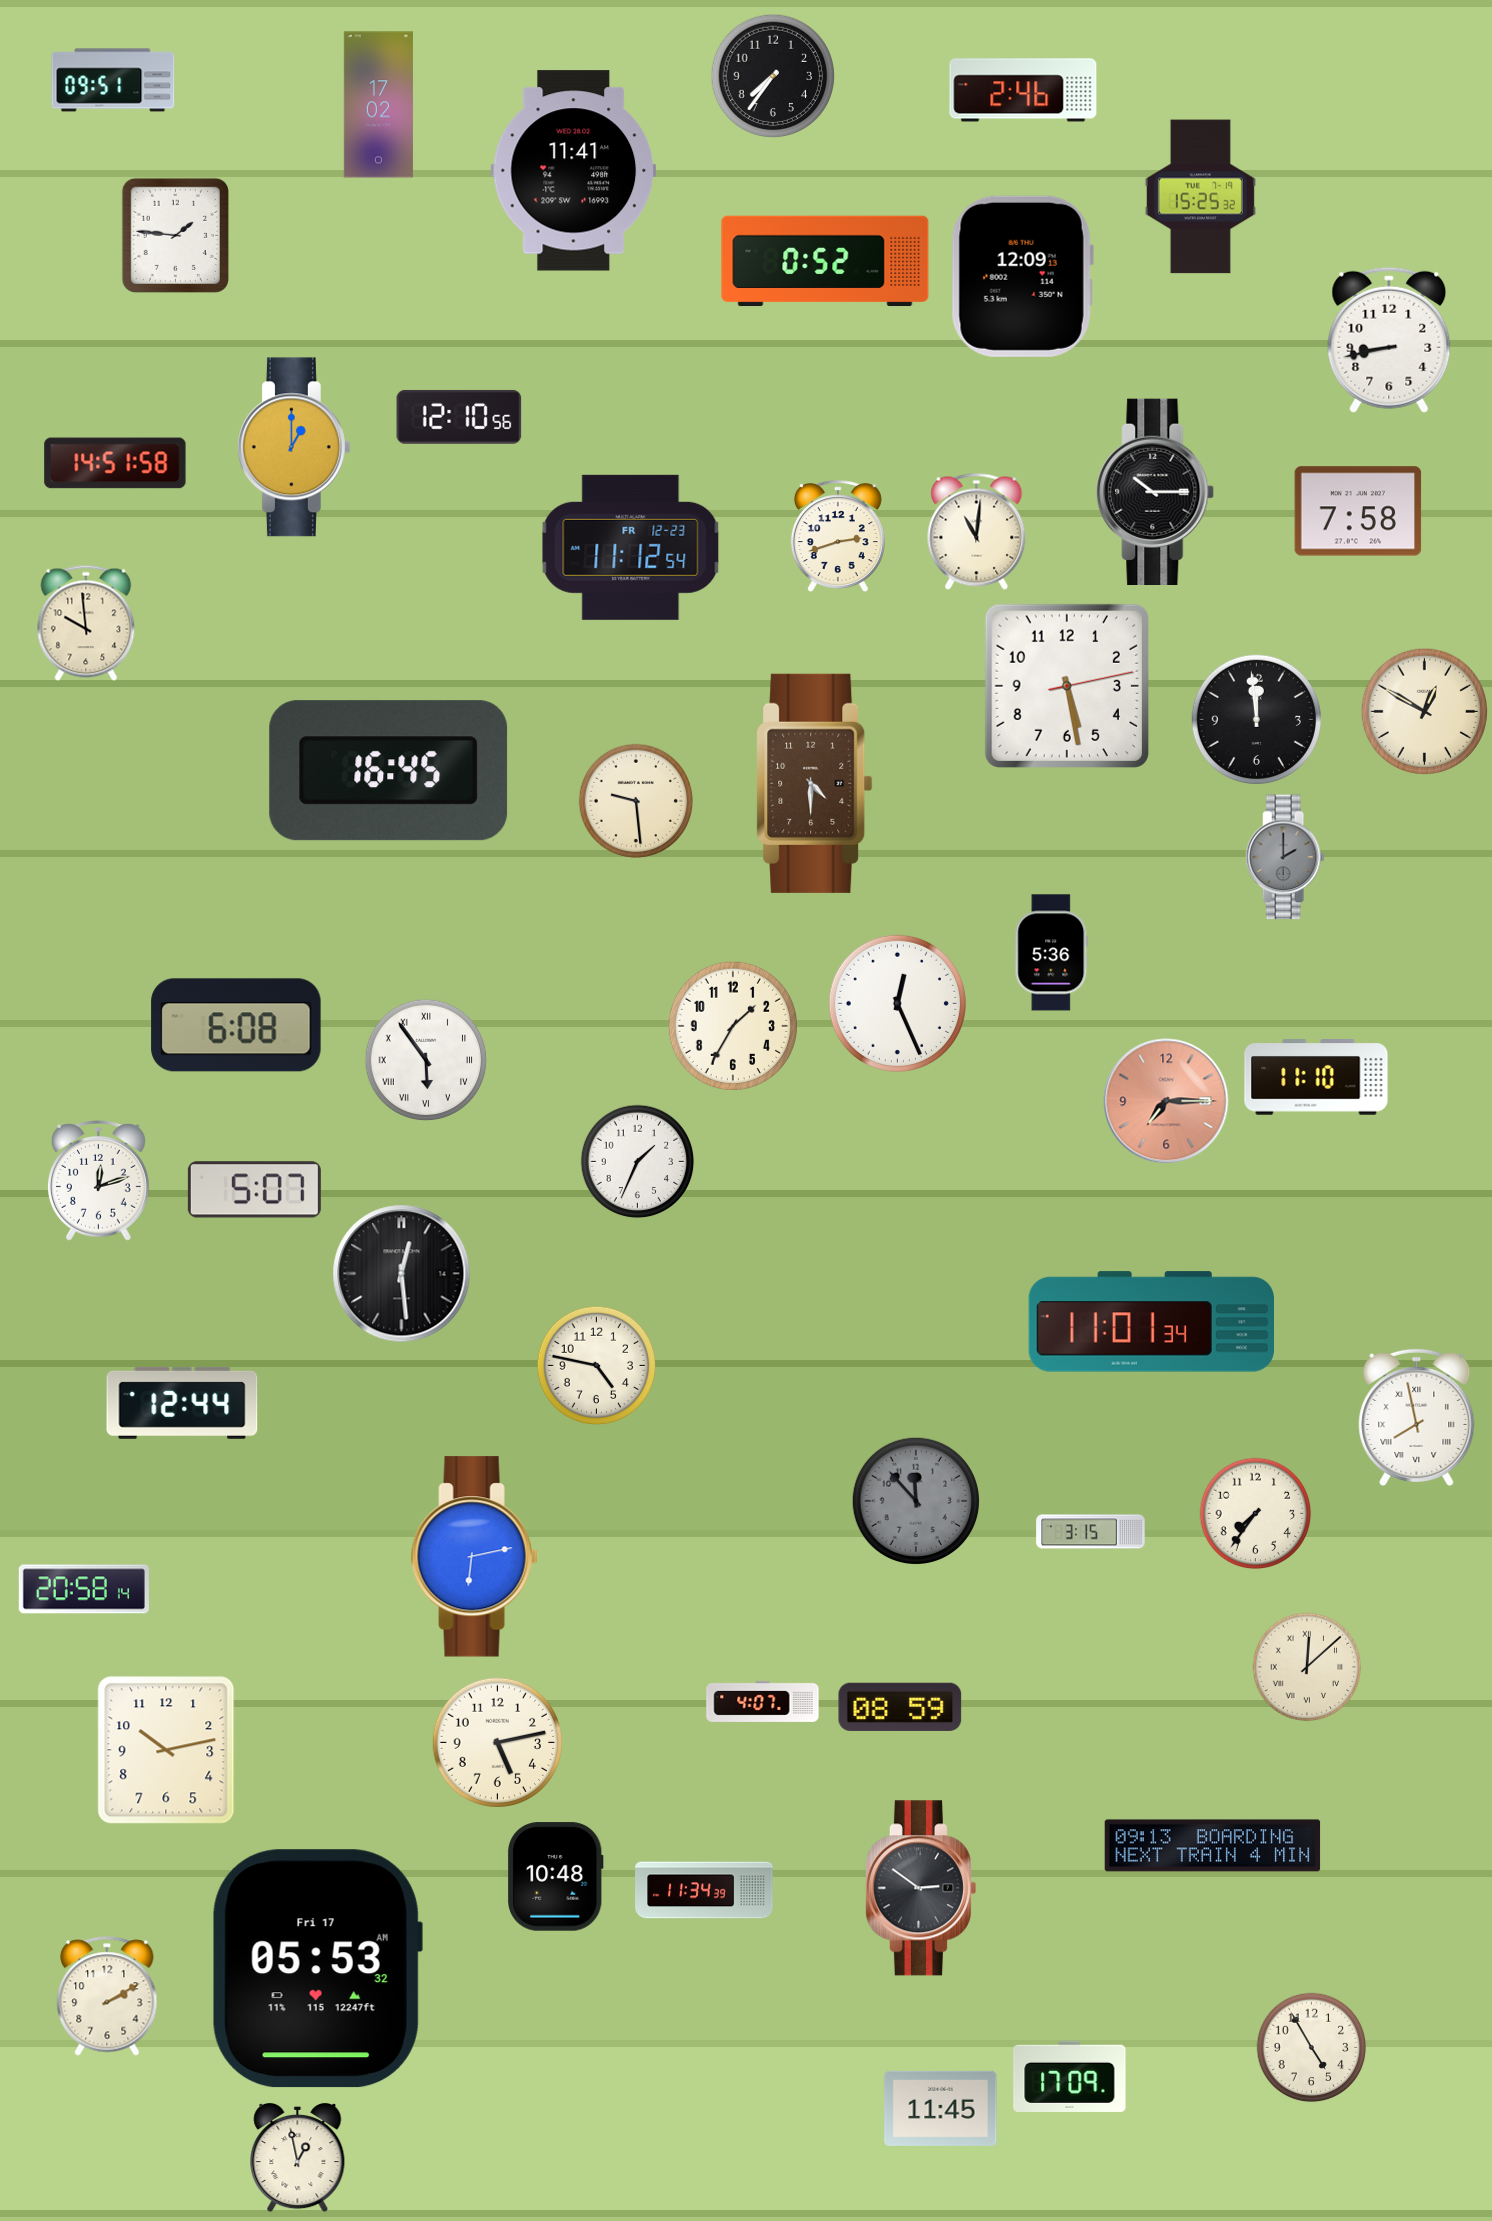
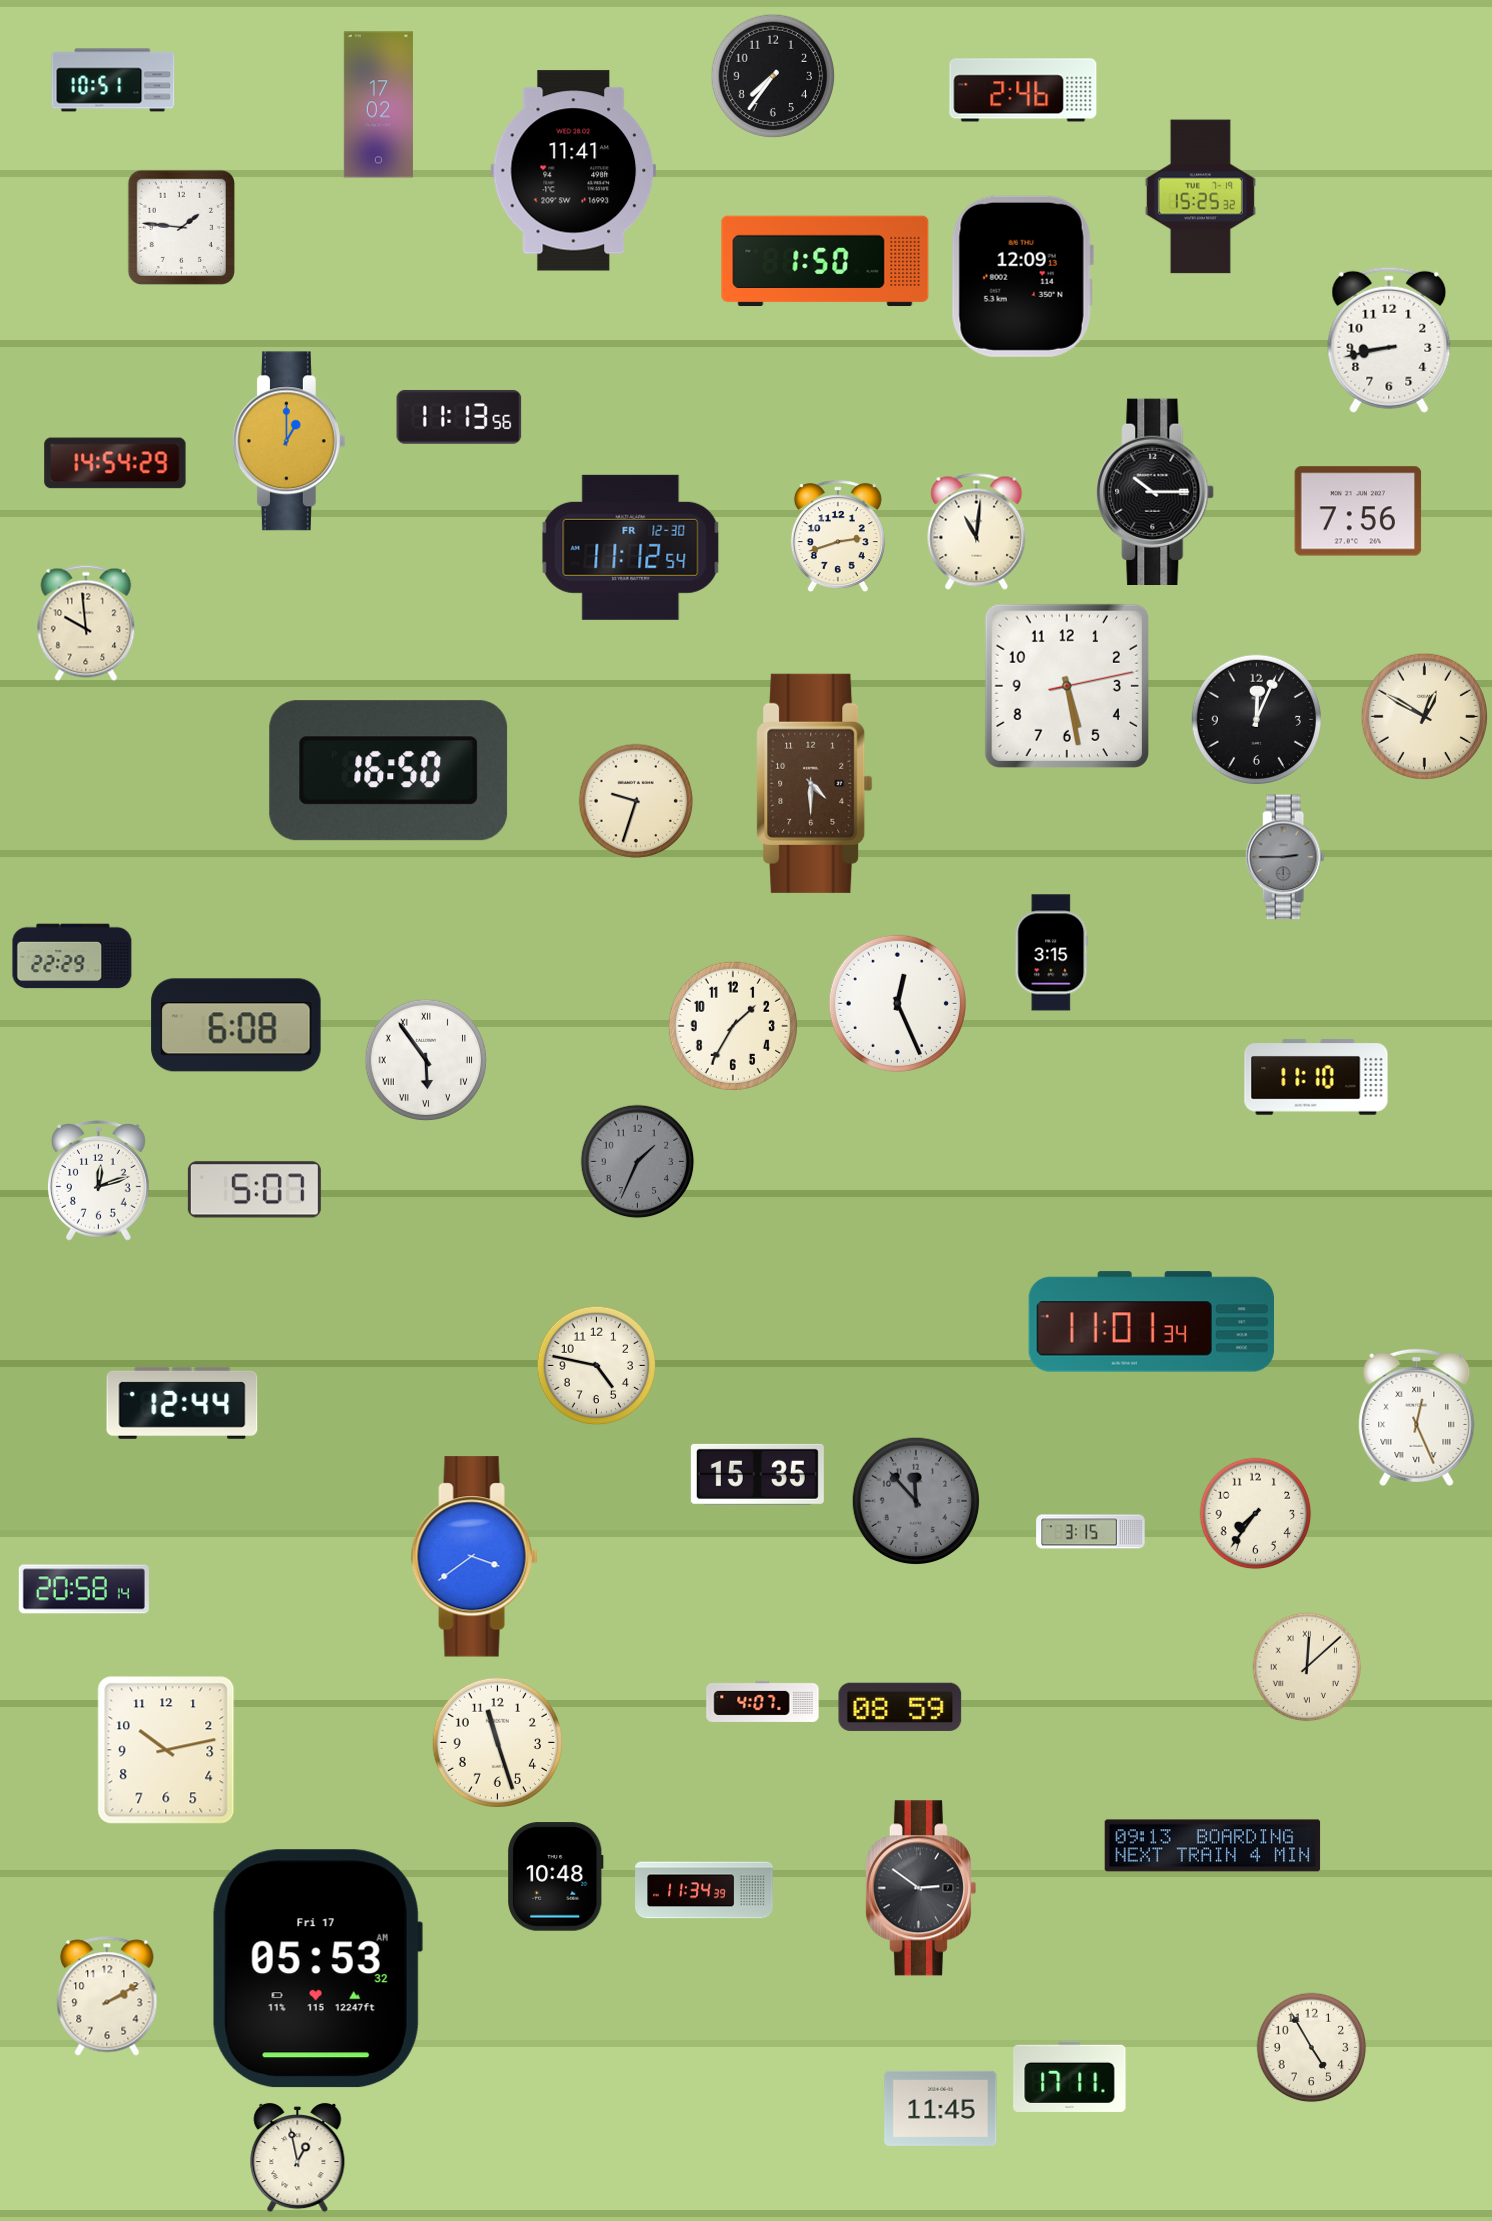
clock at (113, 80): 09:51 -> 10:51
clock at (175, 235) position: (175, 235) -> (181, 227)
clock at (825, 261): 0:52 -> 1:50
clock at (459, 417): 12:10 -> 11:13
clock at (294, 447) position: (294, 447) -> (289, 441)
clock at (115, 463): 14:51 -> 14:54
clock at (1358, 511): 7:58 -> 7:56
clock at (631, 547) date: FR 12-23 -> FR 12-30
clock at (1424, 711) position: (1424, 711) -> (1424, 716)
clock at (1256, 719): 11:59 -> 12:04
clock at (389, 771): 16:45 -> 16:50
clock at (636, 801): 9:29 -> 9:33
clock at (1285, 857): 2:00 -> 2:45
clock at (1052, 953): 5:36 -> 3:15
clock at (72, 956): none -> 22:29
clock at (1166, 1101): 7:15 -> none
clock at (638, 1162) dial: white -> grey
clock at (402, 1274): 12:29 -> none
clock at (1417, 1417): 7:58 -> 12:26
clock at (757, 1474): none -> 15:35
clock at (474, 1557): 6:13 -> 3:39
clock at (497, 1742): 5:13 -> 11:27
clock at (1070, 2076): 17:09 -> 17:11
